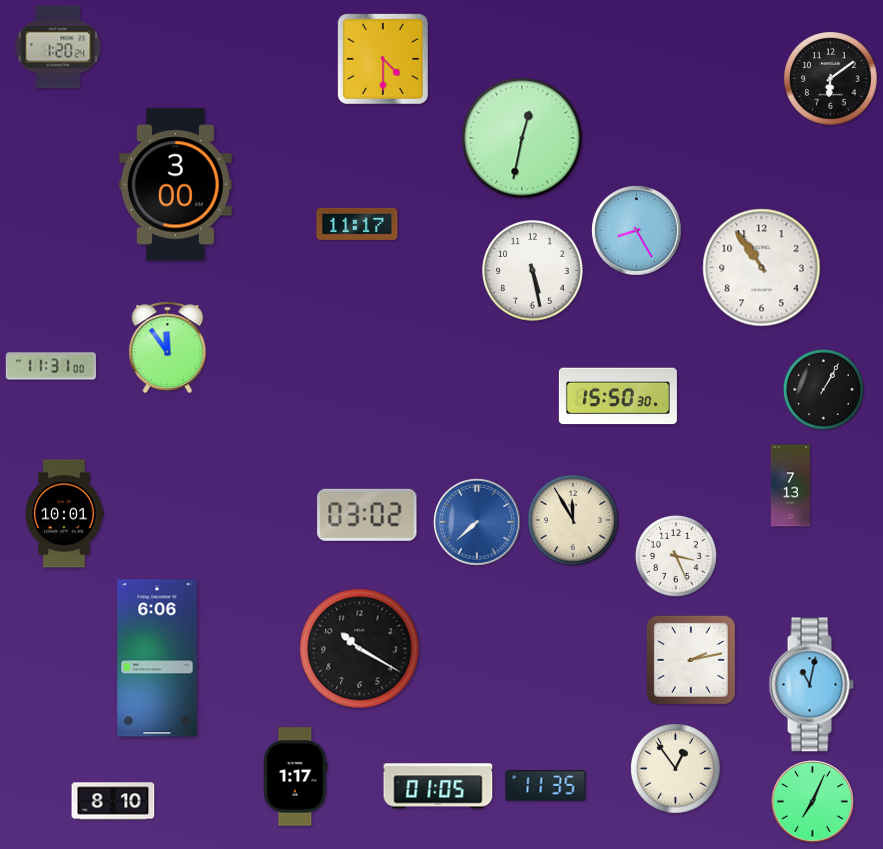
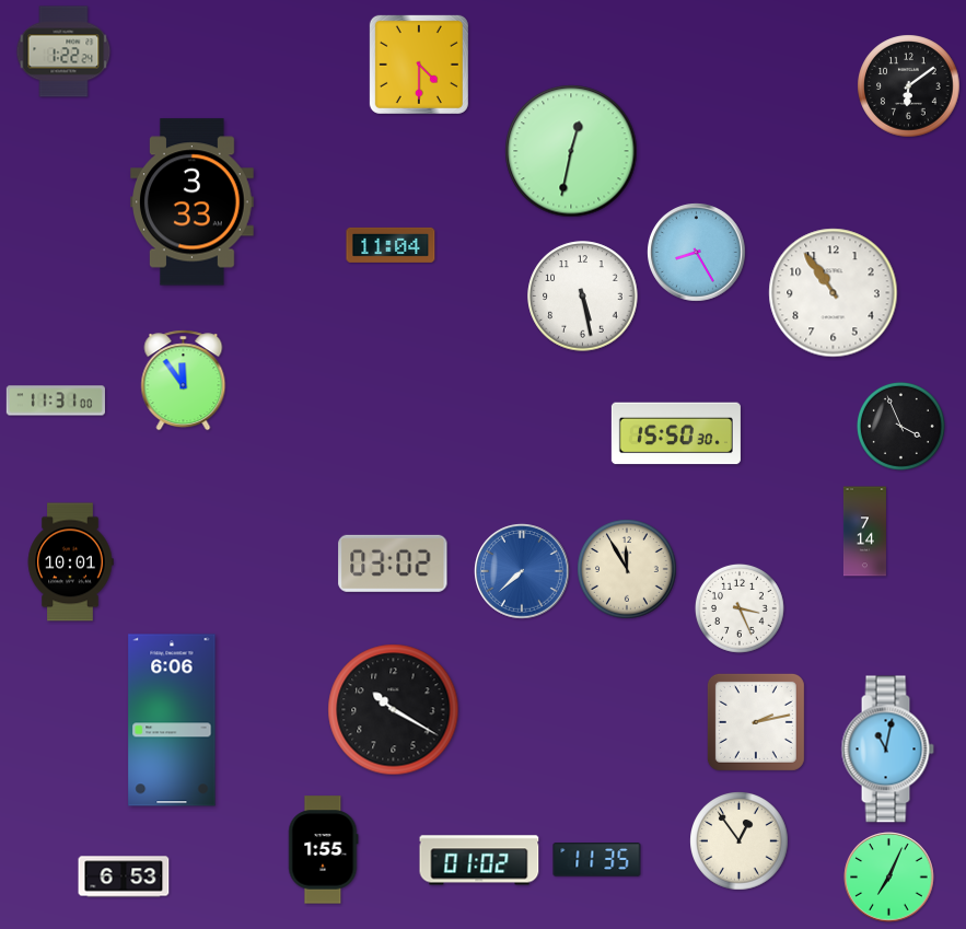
clock at (58, 47): 1:20 -> 1:22
clock at (176, 185): 3:00 -> 3:33
clock at (357, 224): 11:17 -> 11:04
clock at (823, 389): 1:05 -> 3:56
clock at (790, 486): 7:13 -> 7:14
clock at (367, 515) position: (367, 515) -> (393, 564)
clock at (296, 777): 1:17 -> 1:55
clock at (438, 786): 01:05 -> 01:02
clock at (113, 801): 8:10 -> 6:53
